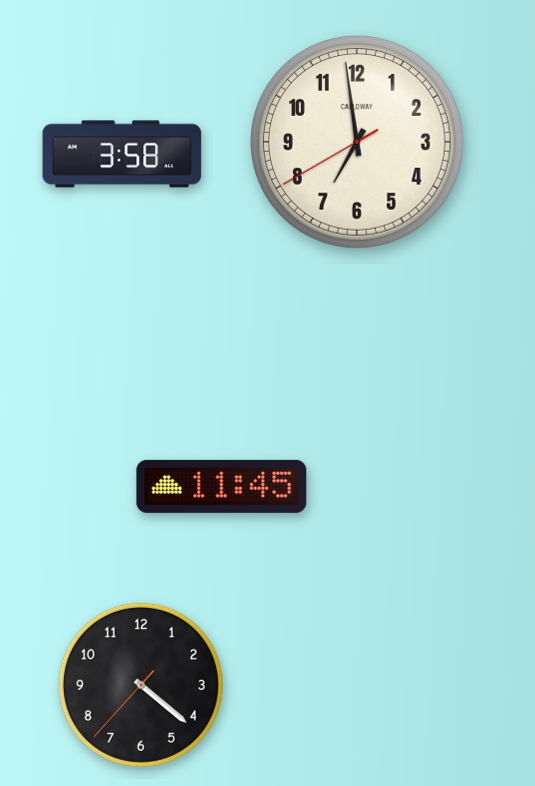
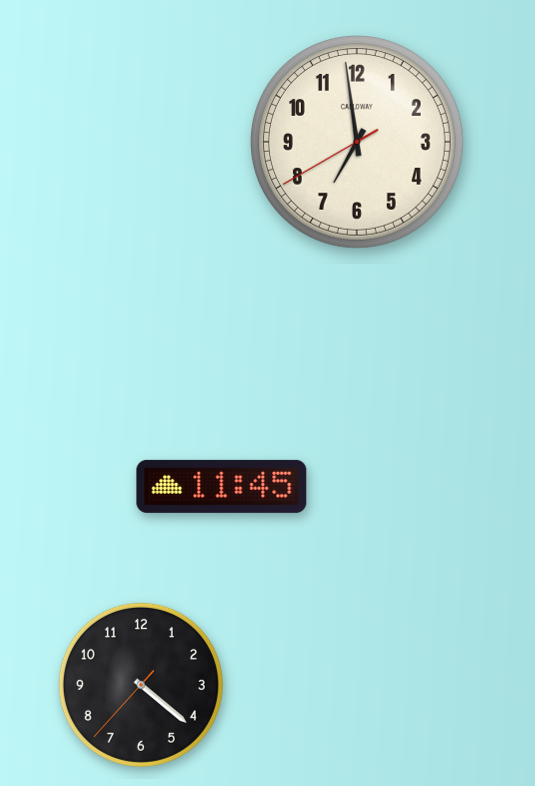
clock at (122, 154): 3:58 -> none
